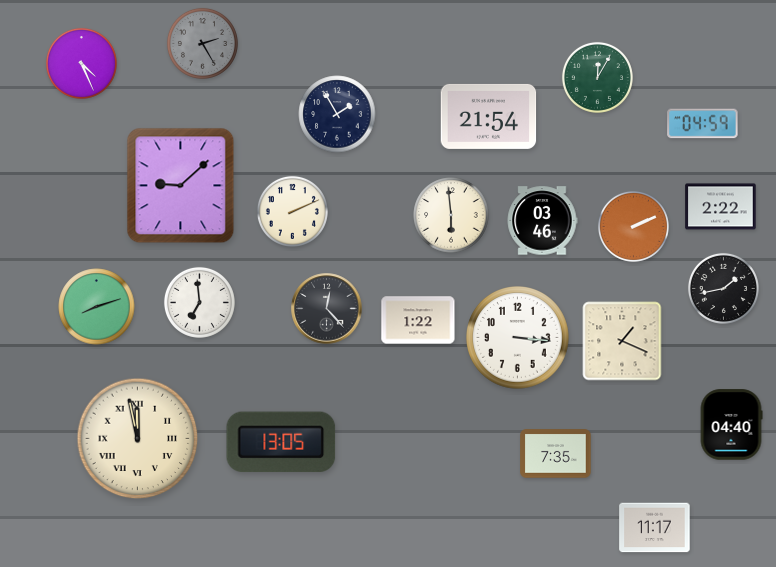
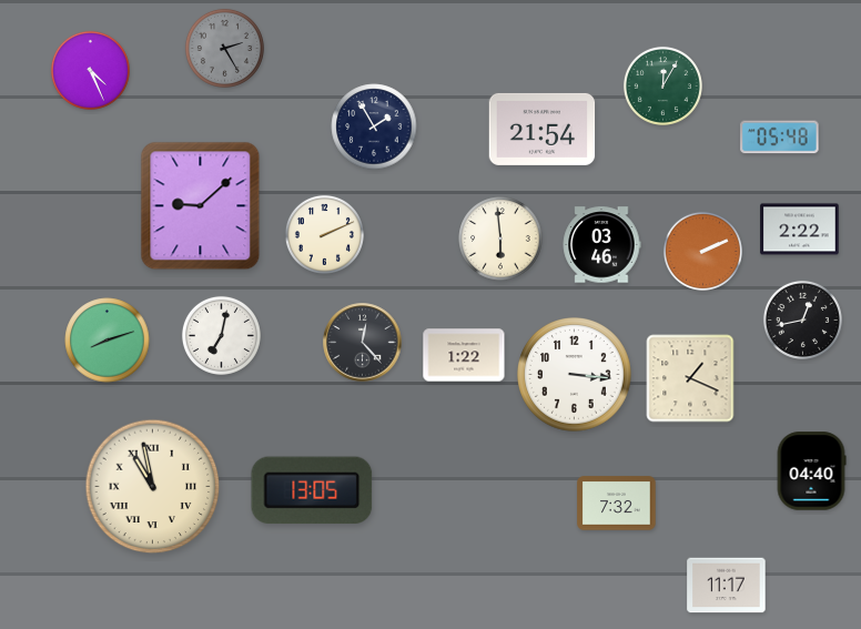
clock at (703, 124): 04:59 -> 05:48
clock at (723, 288): 1:43 -> 12:43
clock at (199, 302): 6:59 -> 7:02
clock at (138, 439): 11:58 -> 10:58
clock at (556, 454): 7:35 -> 7:32
